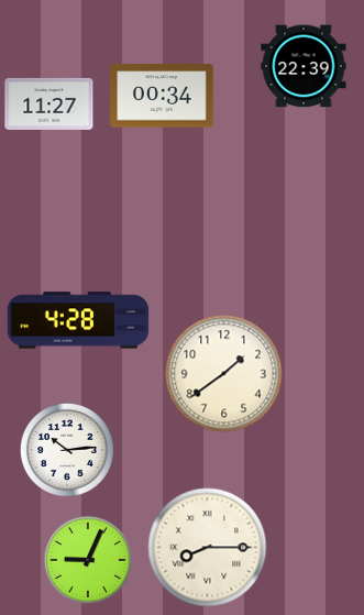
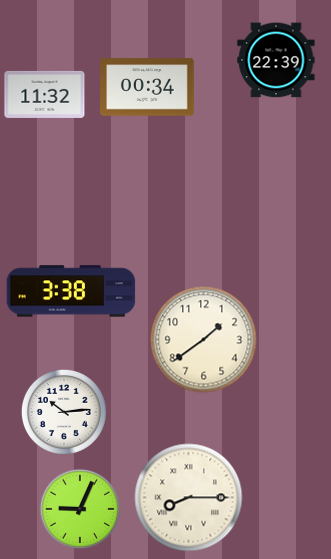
clock at (49, 103): 11:27 -> 11:32
clock at (78, 320): 4:28 -> 3:38
clock at (67, 450) position: (67, 450) -> (64, 412)
